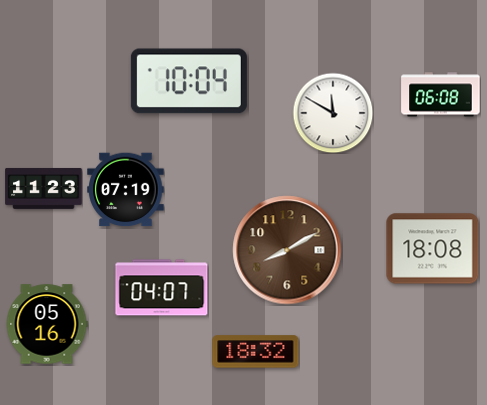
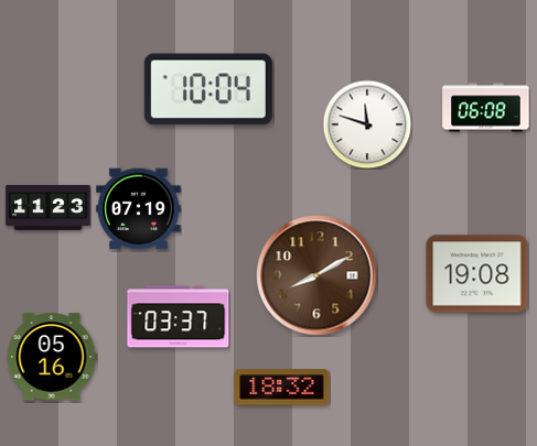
clock at (441, 95) position: (441, 95) -> (486, 108)
clock at (333, 113): 11:50 -> 11:48
clock at (433, 249): 18:08 -> 19:08
clock at (162, 288): 04:07 -> 03:37
